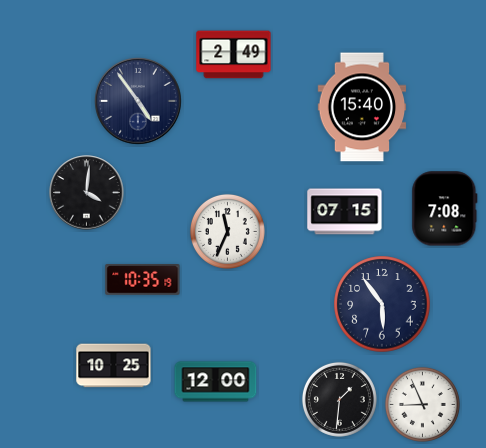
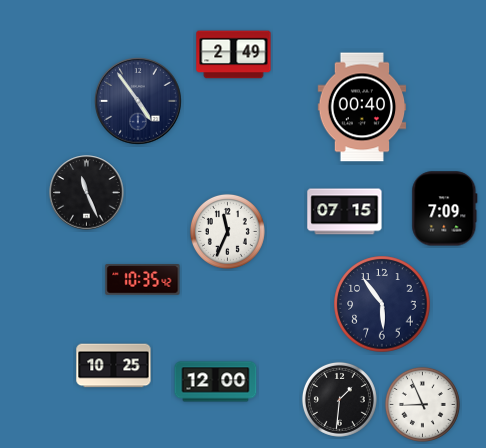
clock at (362, 107): 15:40 -> 00:40
clock at (87, 193): 4:01 -> 11:26
clock at (445, 209): 7:08 -> 7:09
clock at (143, 280): 10:35:19 -> 10:35:42
